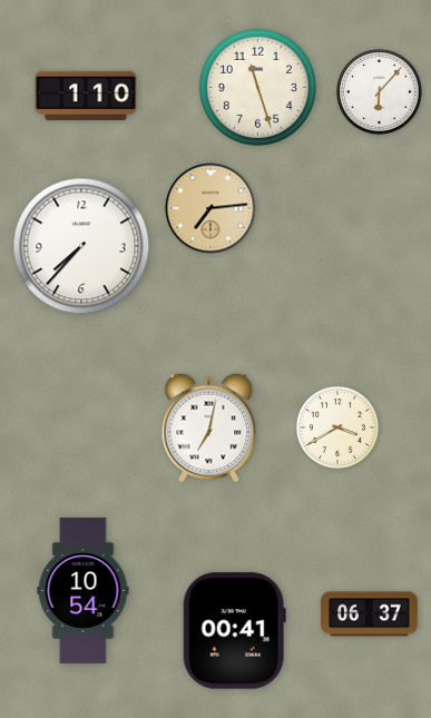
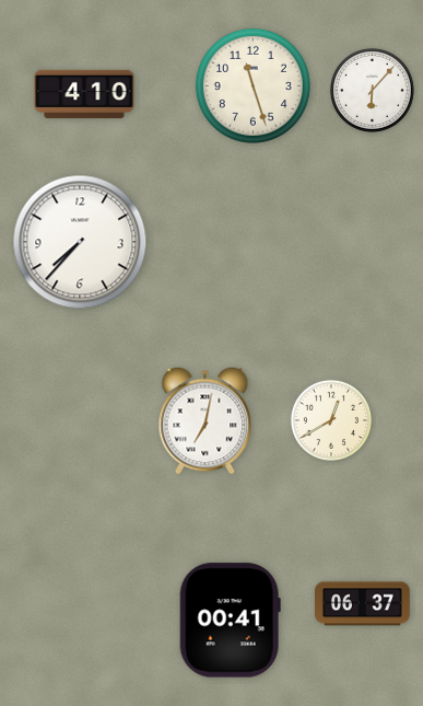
clock at (86, 96): 1:10 -> 4:10
clock at (210, 208): 7:14 -> none
clock at (337, 427): 3:40 -> 12:40
clock at (84, 590): 10:54 -> none
